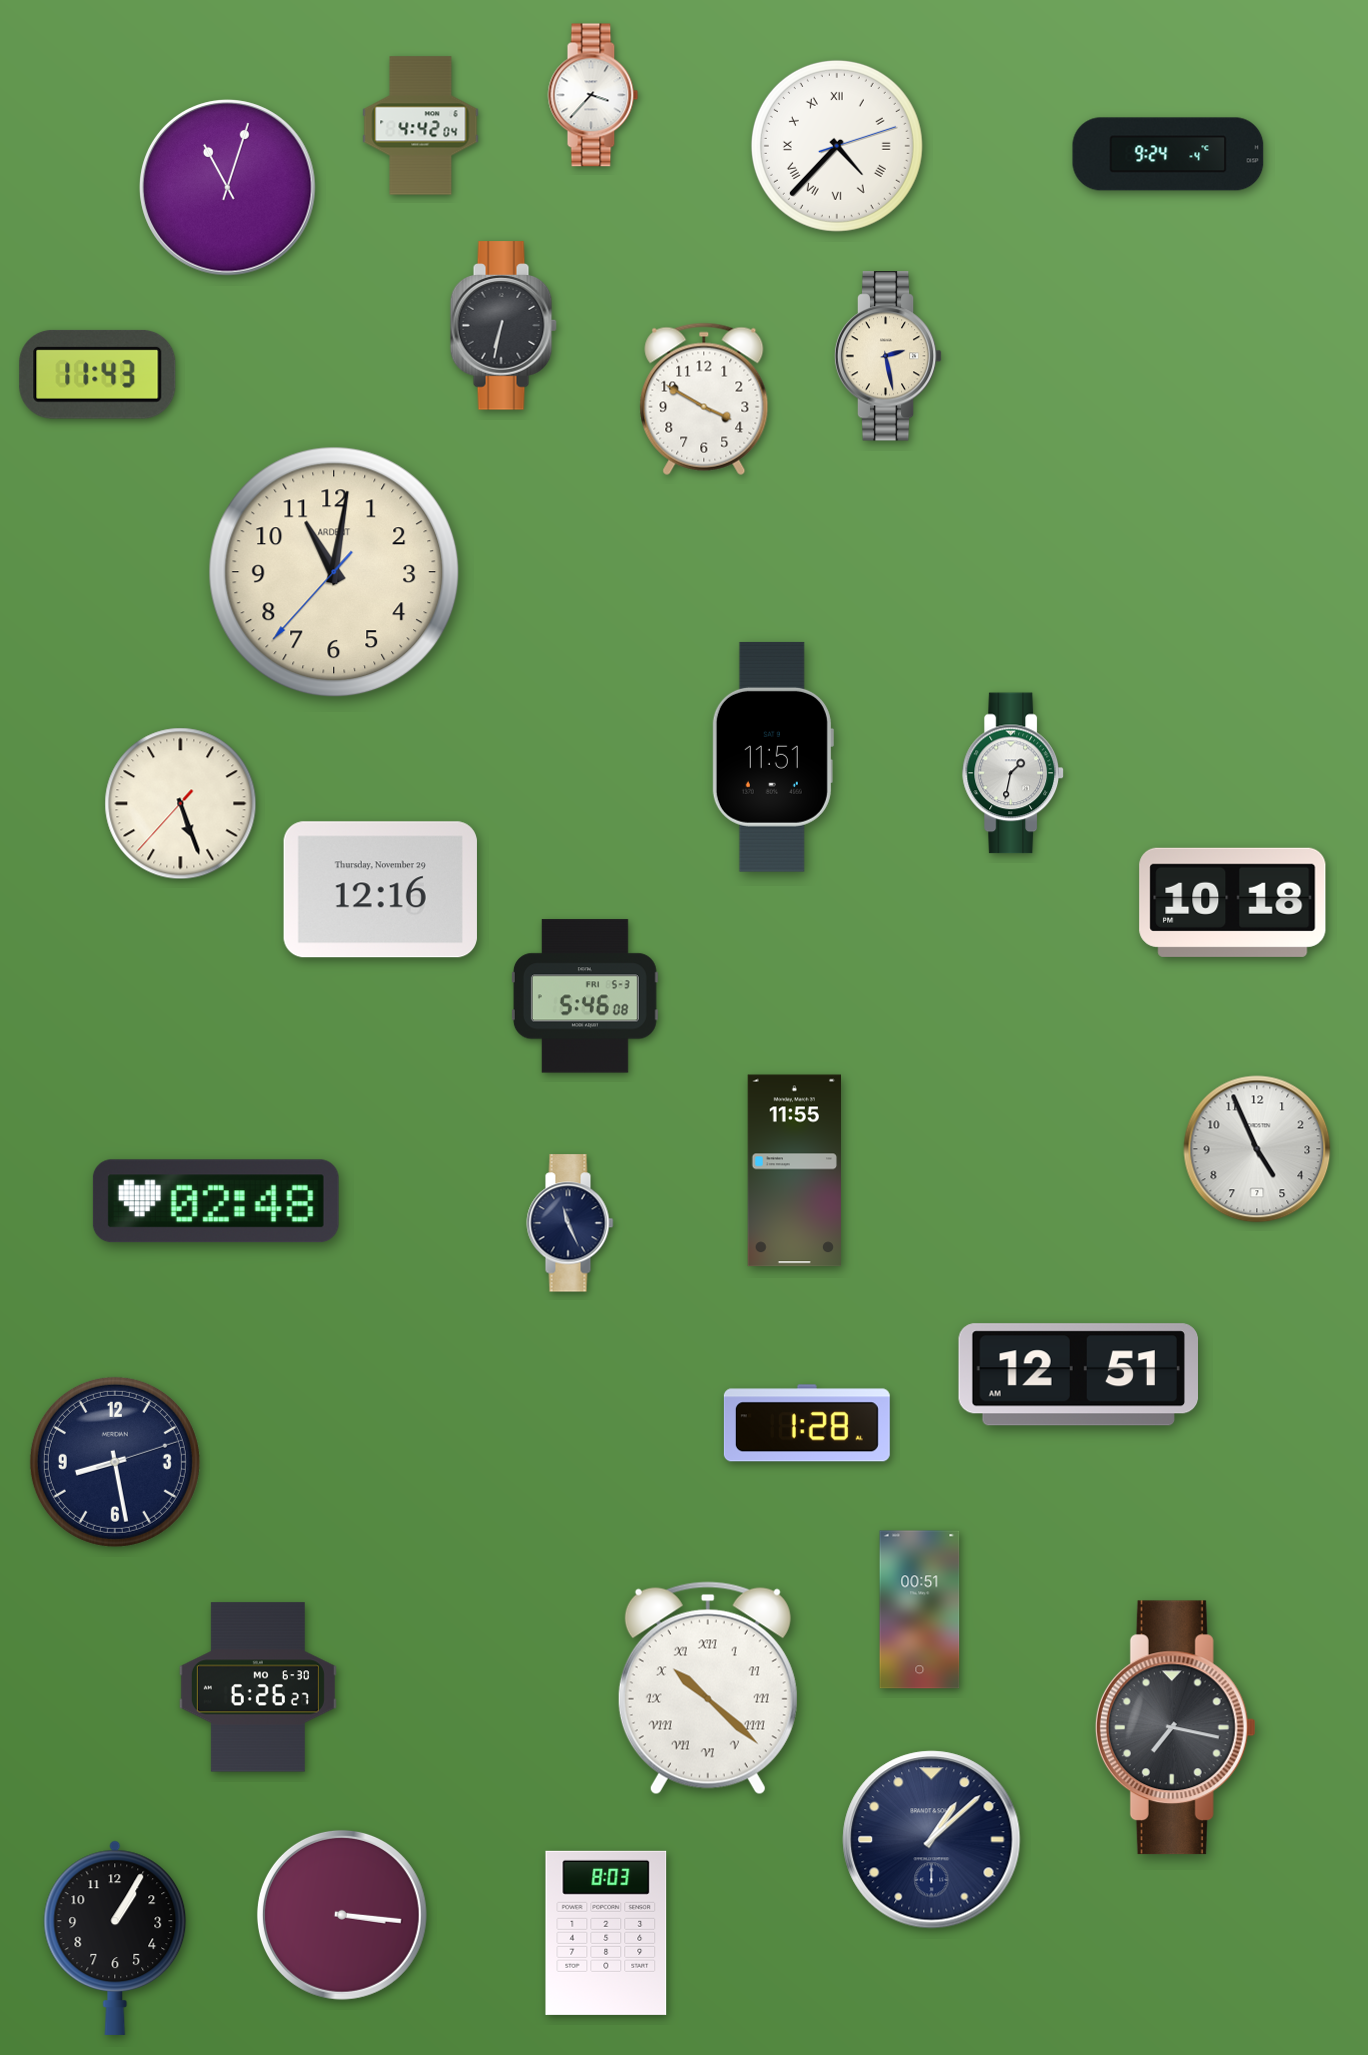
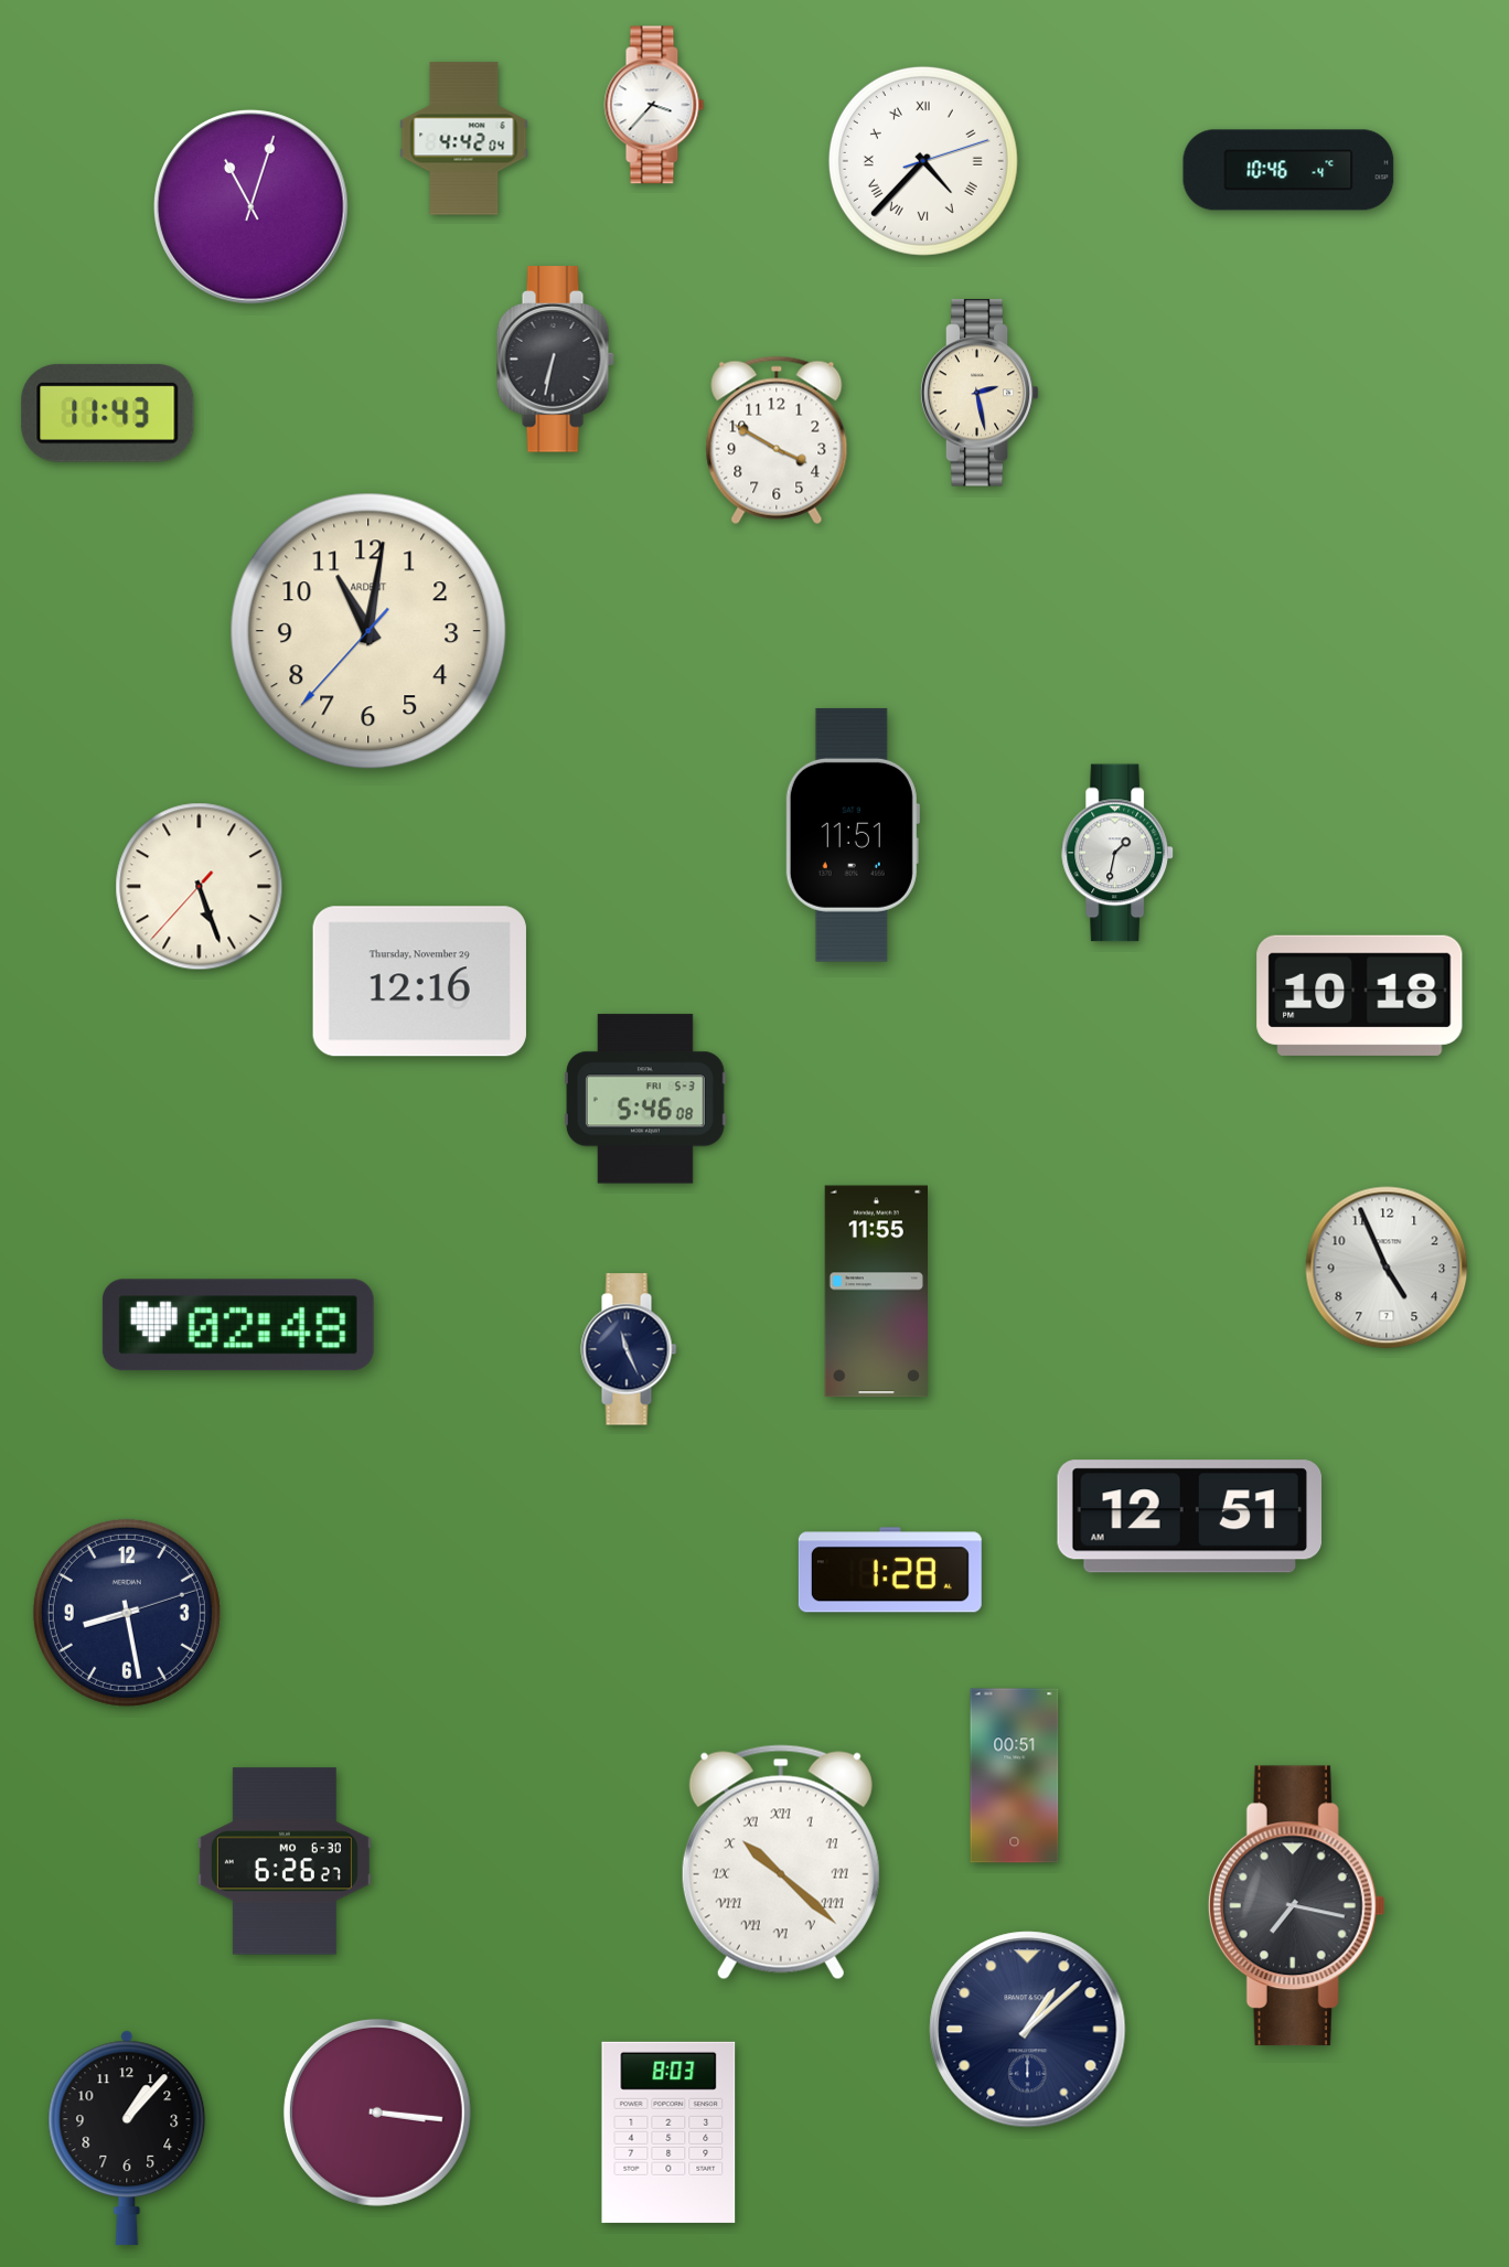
clock at (1168, 154): 9:24 -> 10:46
clock at (115, 1938): 1:05 -> 1:07
